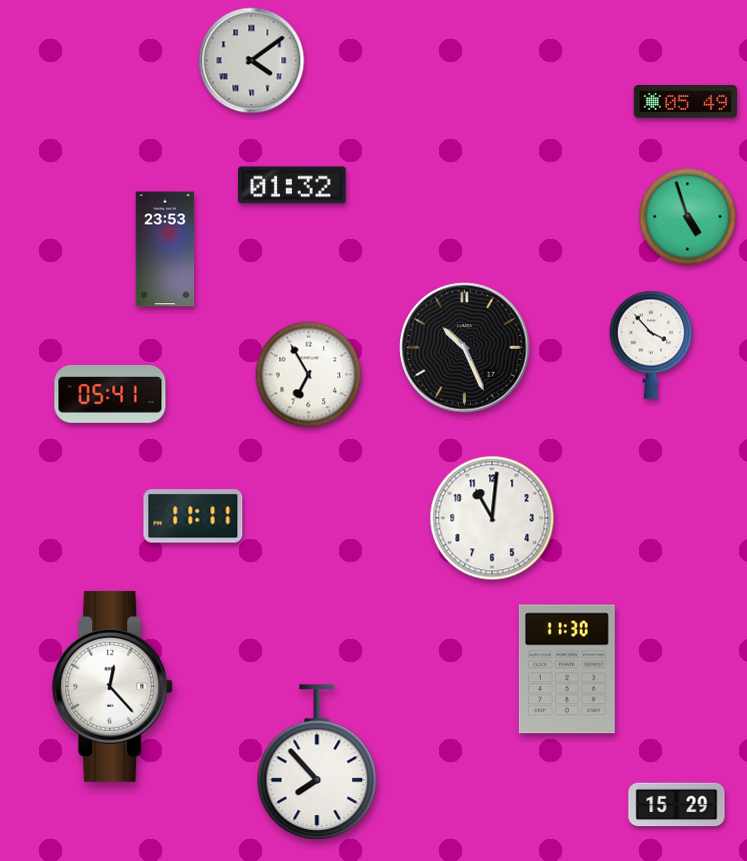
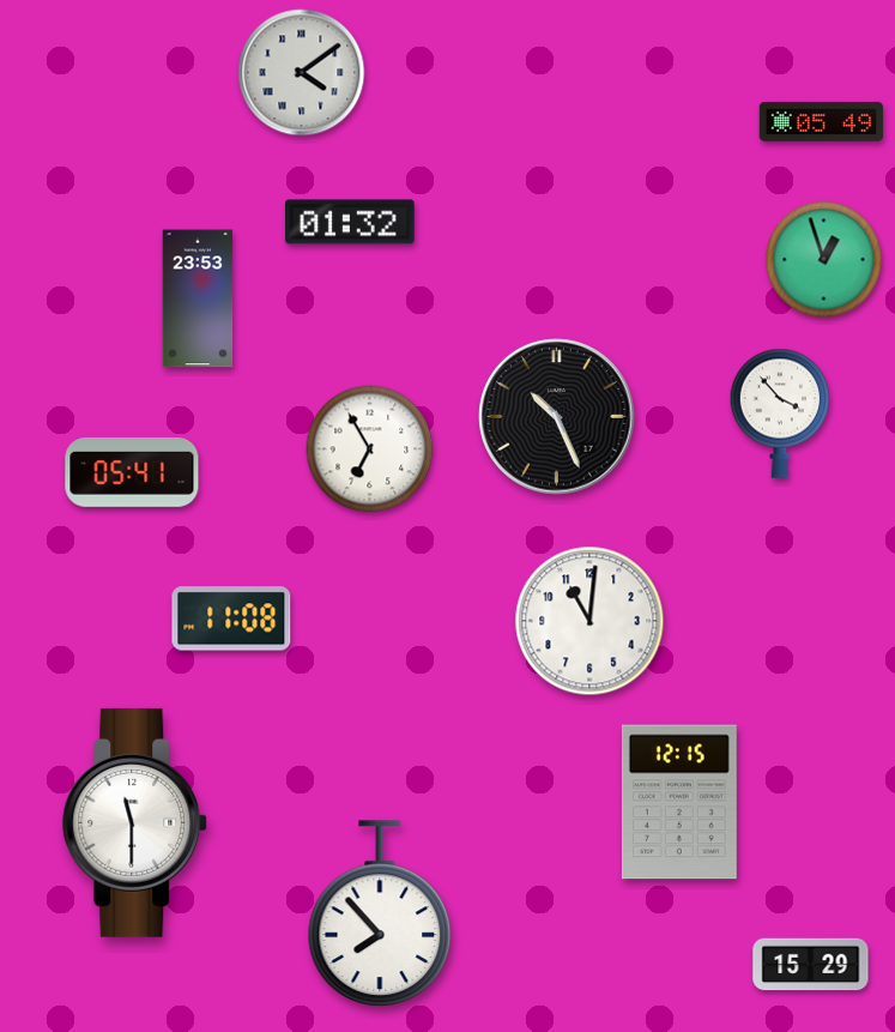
clock at (688, 217): 4:57 -> 12:57
clock at (193, 516): 11:11 -> 11:08
clock at (567, 669): 11:30 -> 12:15
clock at (113, 686): 12:23 -> 11:30
